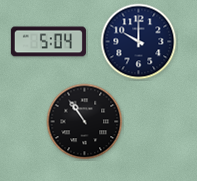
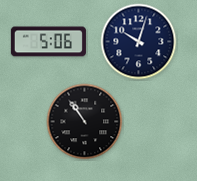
clock at (48, 42): 5:04 -> 5:06
clock at (139, 42): 10:00 -> 10:03
